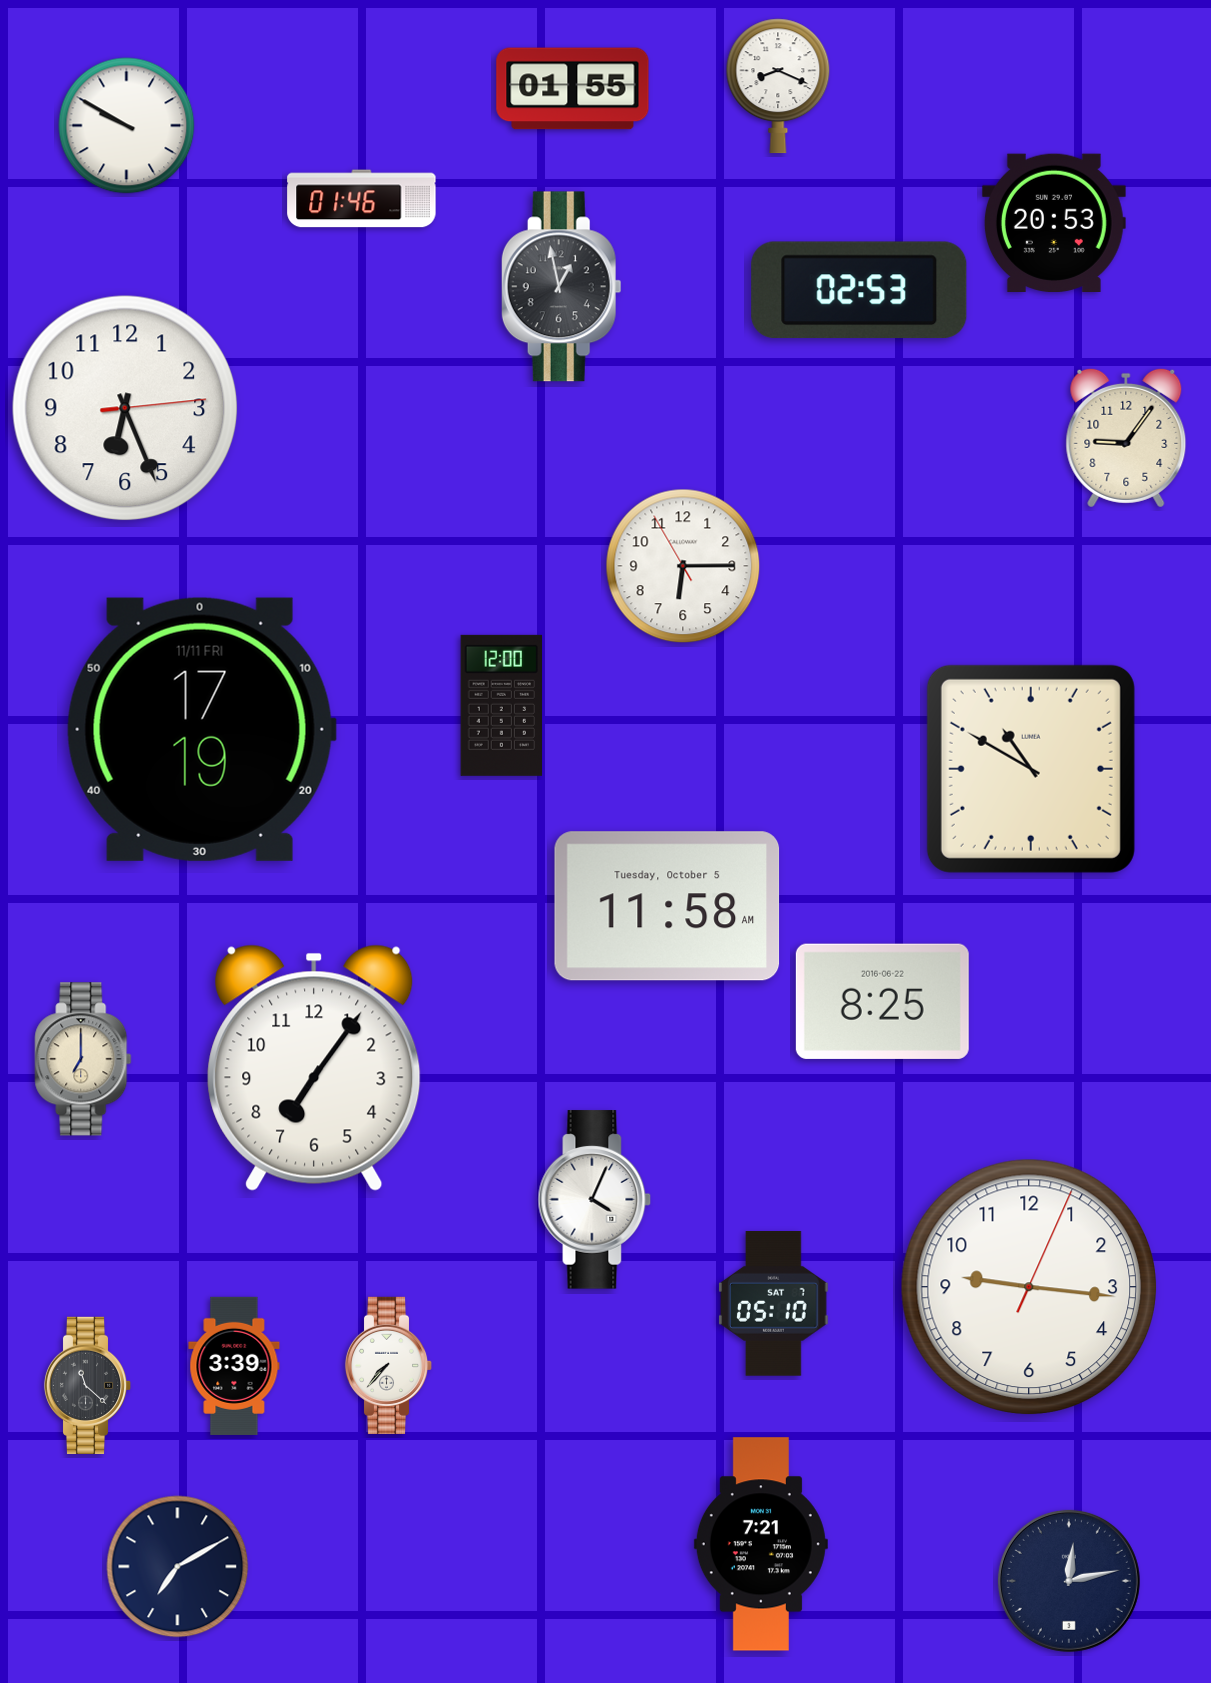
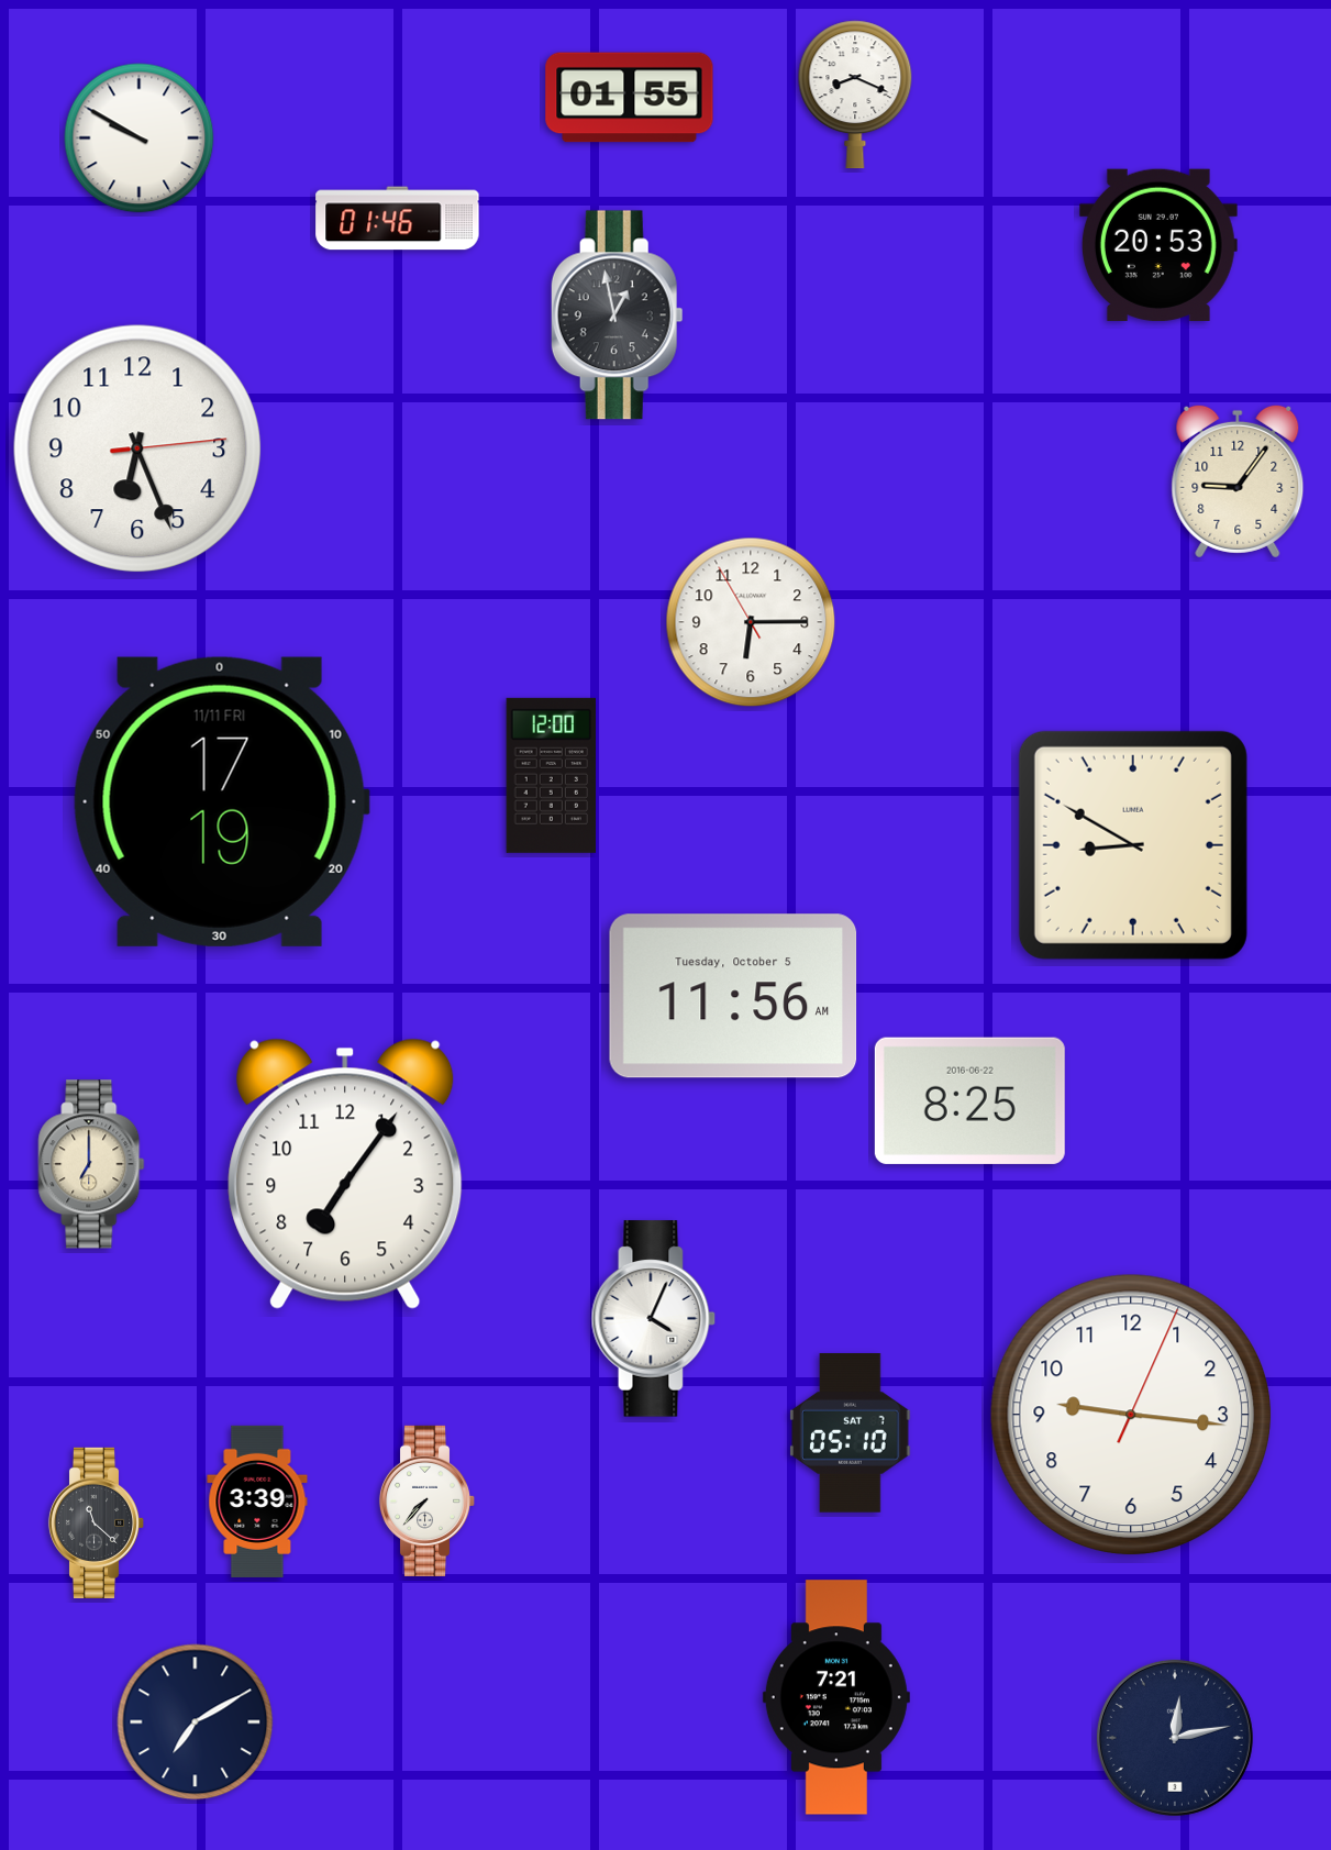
clock at (859, 290): 02:53 -> none
clock at (1031, 769): 10:50 -> 8:50
clock at (667, 906): 11:58 -> 11:56
